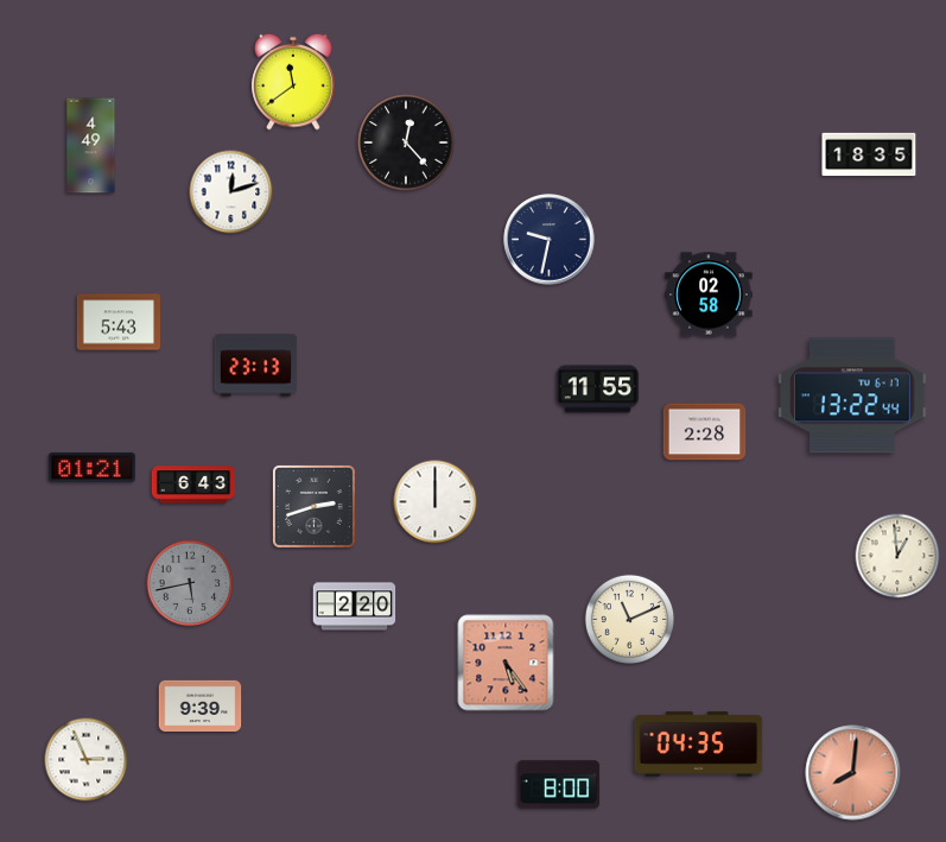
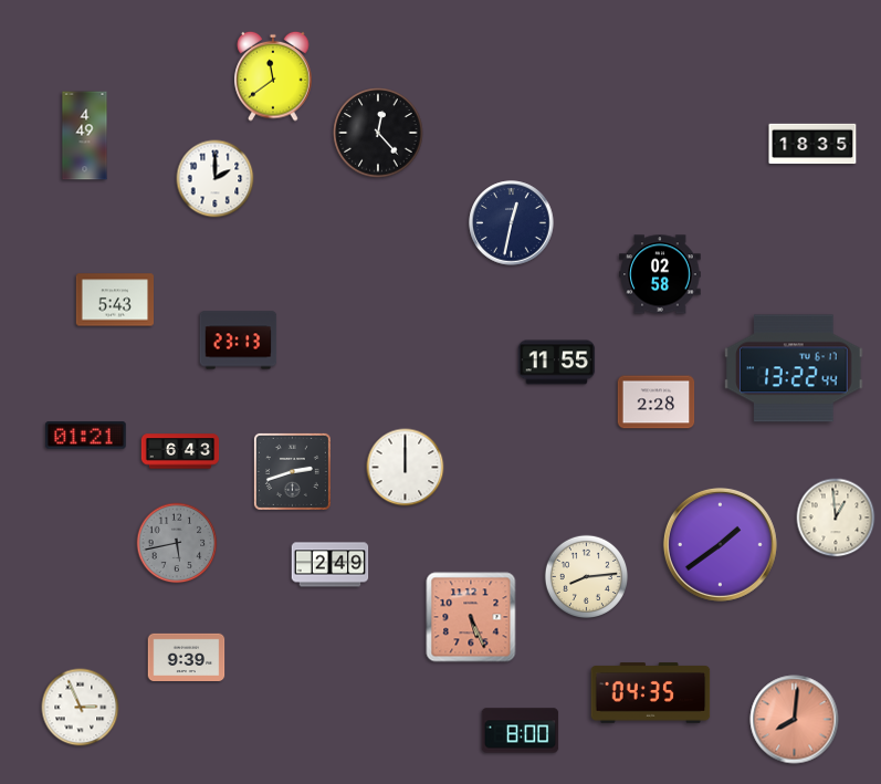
clock at (869, 154) position: (869, 154) -> (812, 144)
clock at (231, 192): 12:12 -> 2:00
clock at (550, 240): 9:32 -> 12:32
clock at (118, 322) position: (118, 322) -> (114, 300)
clock at (720, 544): none -> 1:39
clock at (355, 607): 2:20 -> 2:49
clock at (629, 619): 11:11 -> 8:14
clock at (506, 663): 5:24 -> 5:26
